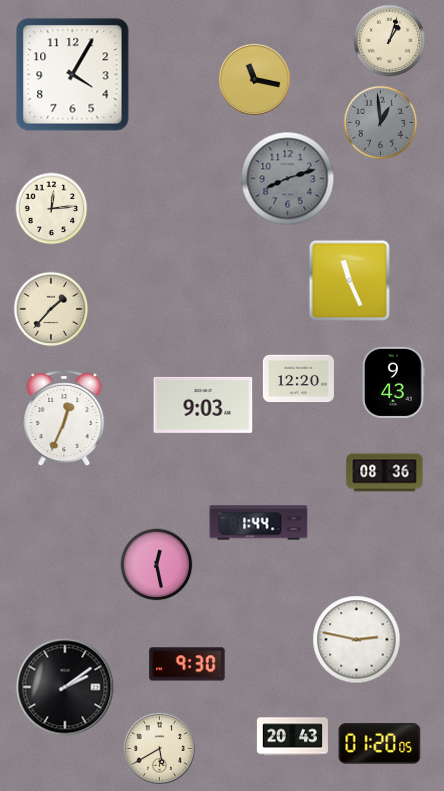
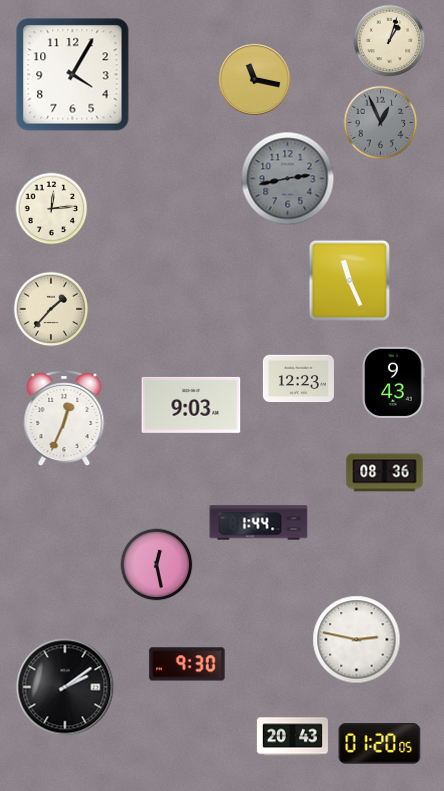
clock at (381, 123): 12:59 -> 12:56
clock at (288, 179): 8:12 -> 2:43
clock at (298, 379): 12:20 -> 12:23
clock at (203, 405) position: (203, 405) -> (191, 405)
clock at (159, 748): 5:40 -> none
